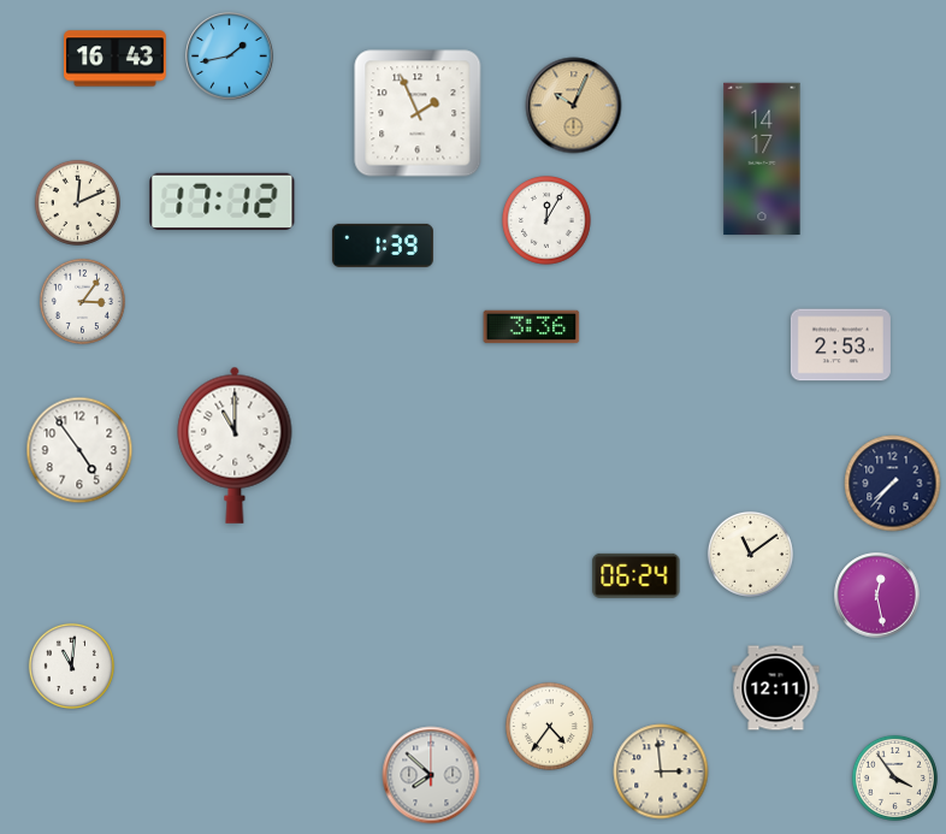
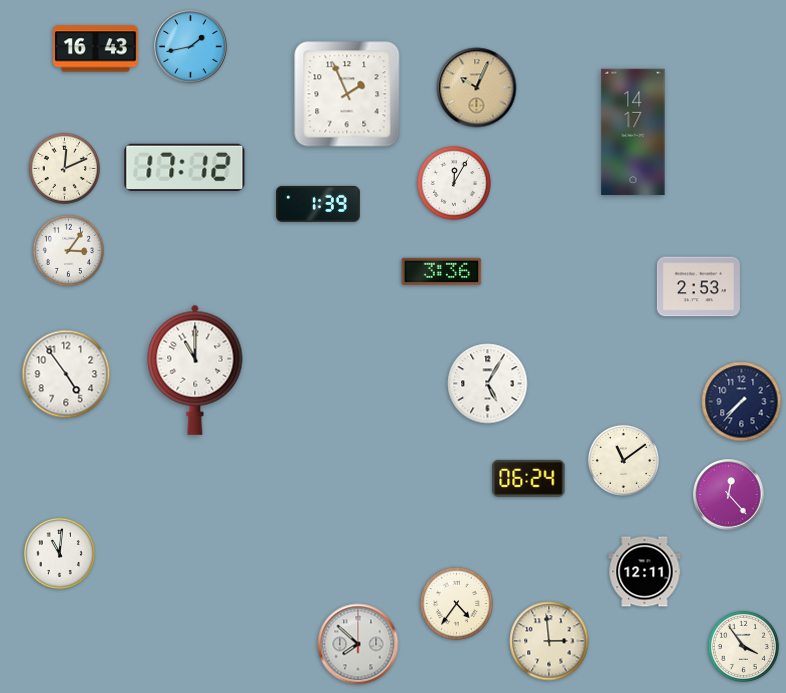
clock at (488, 384): none -> 5:05
clock at (877, 596): 12:28 -> 12:23
